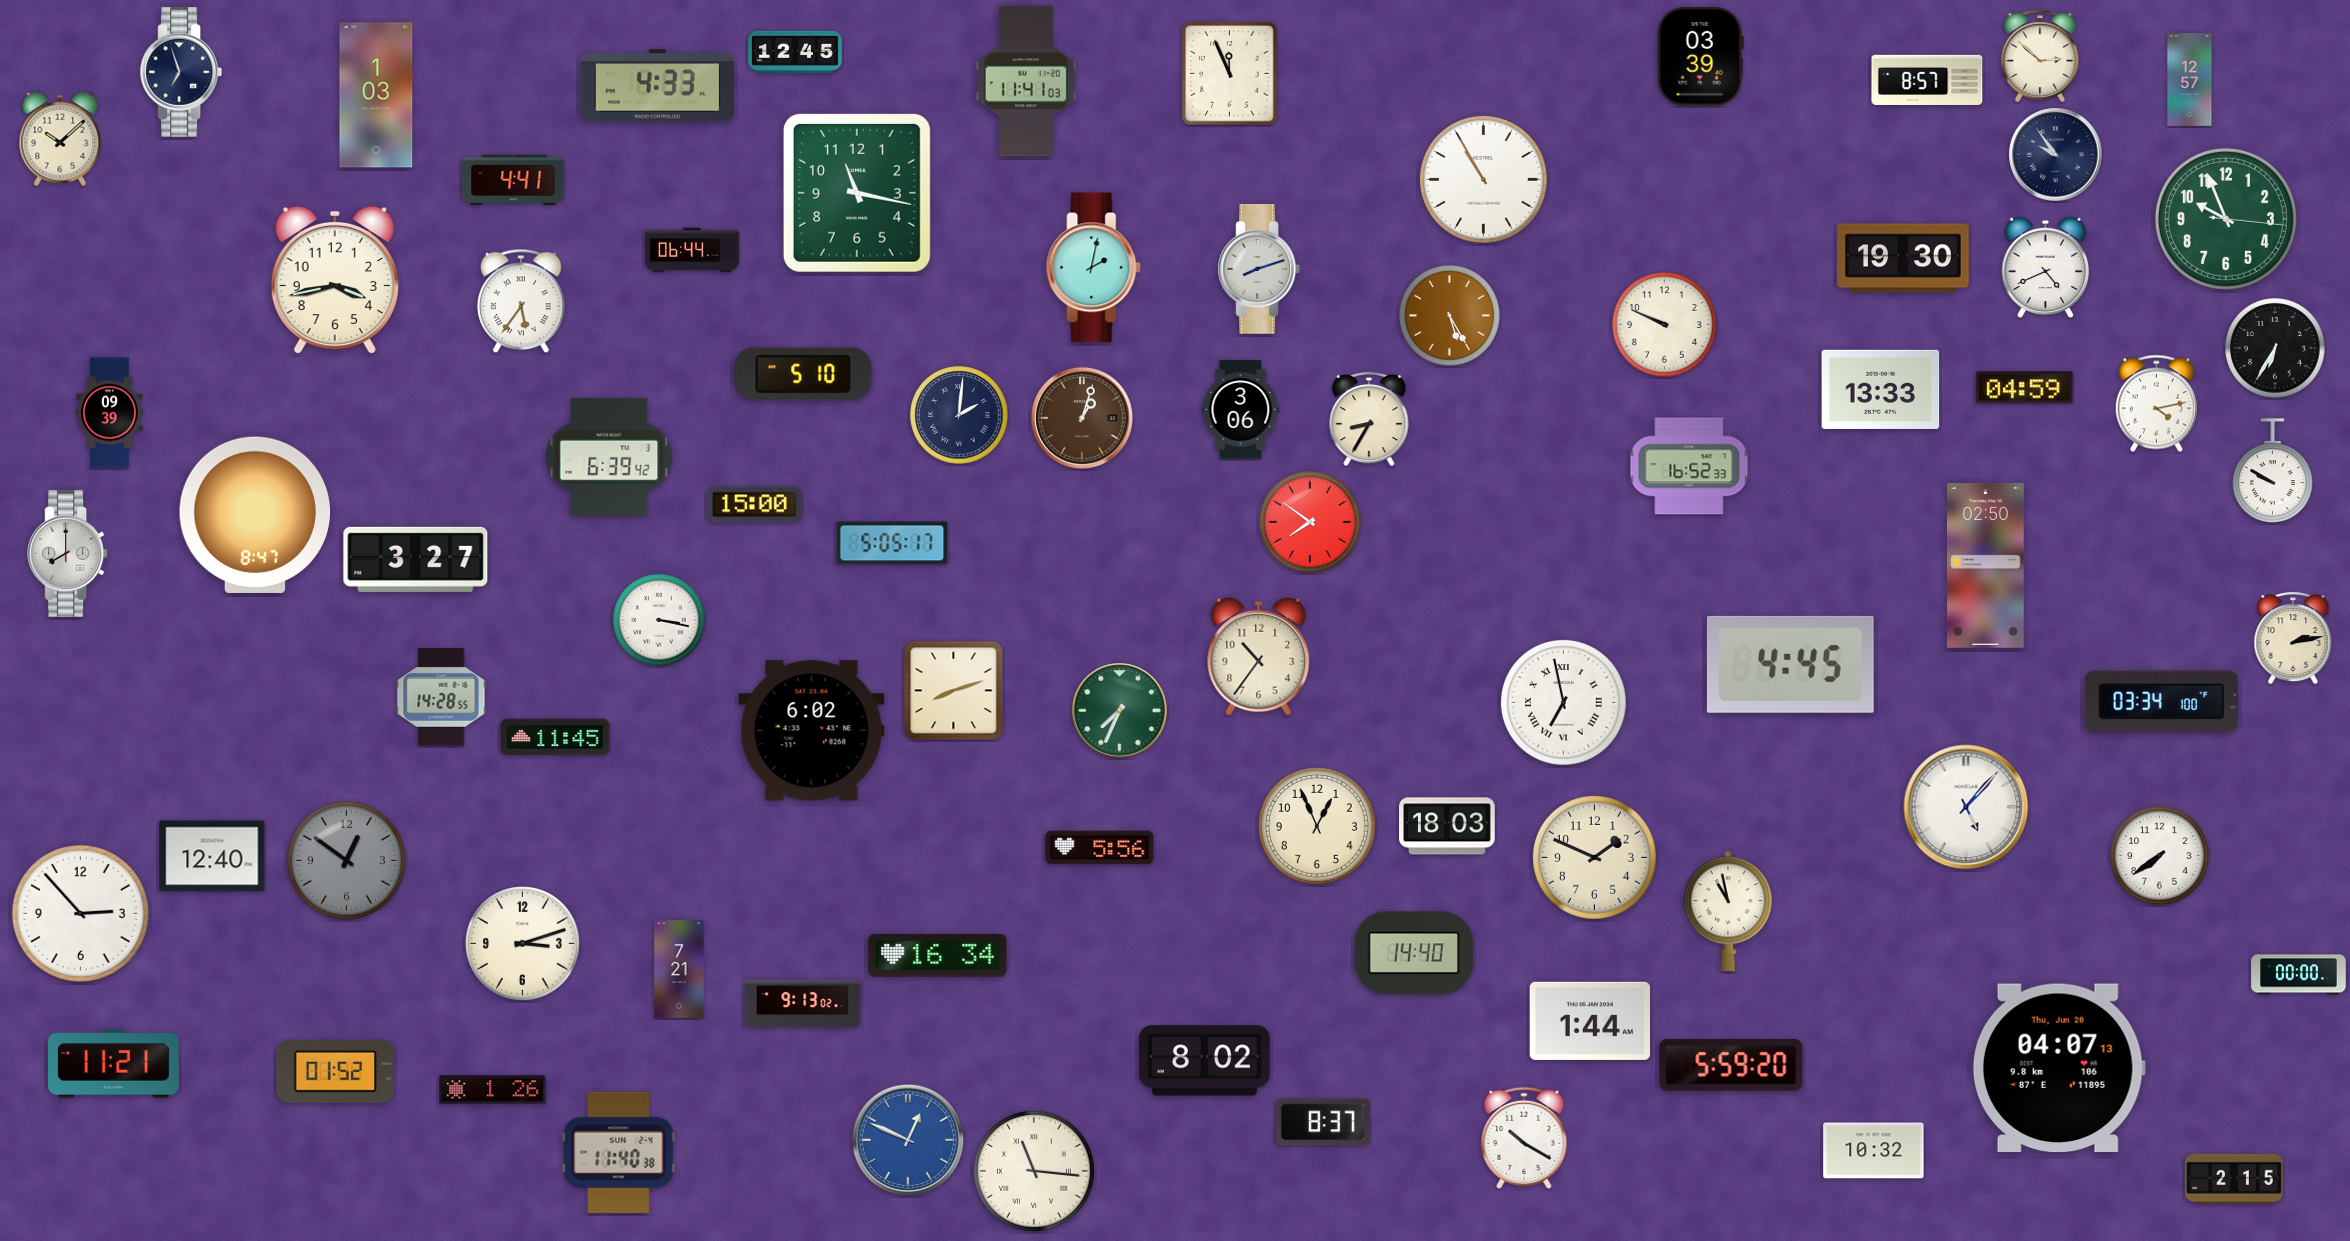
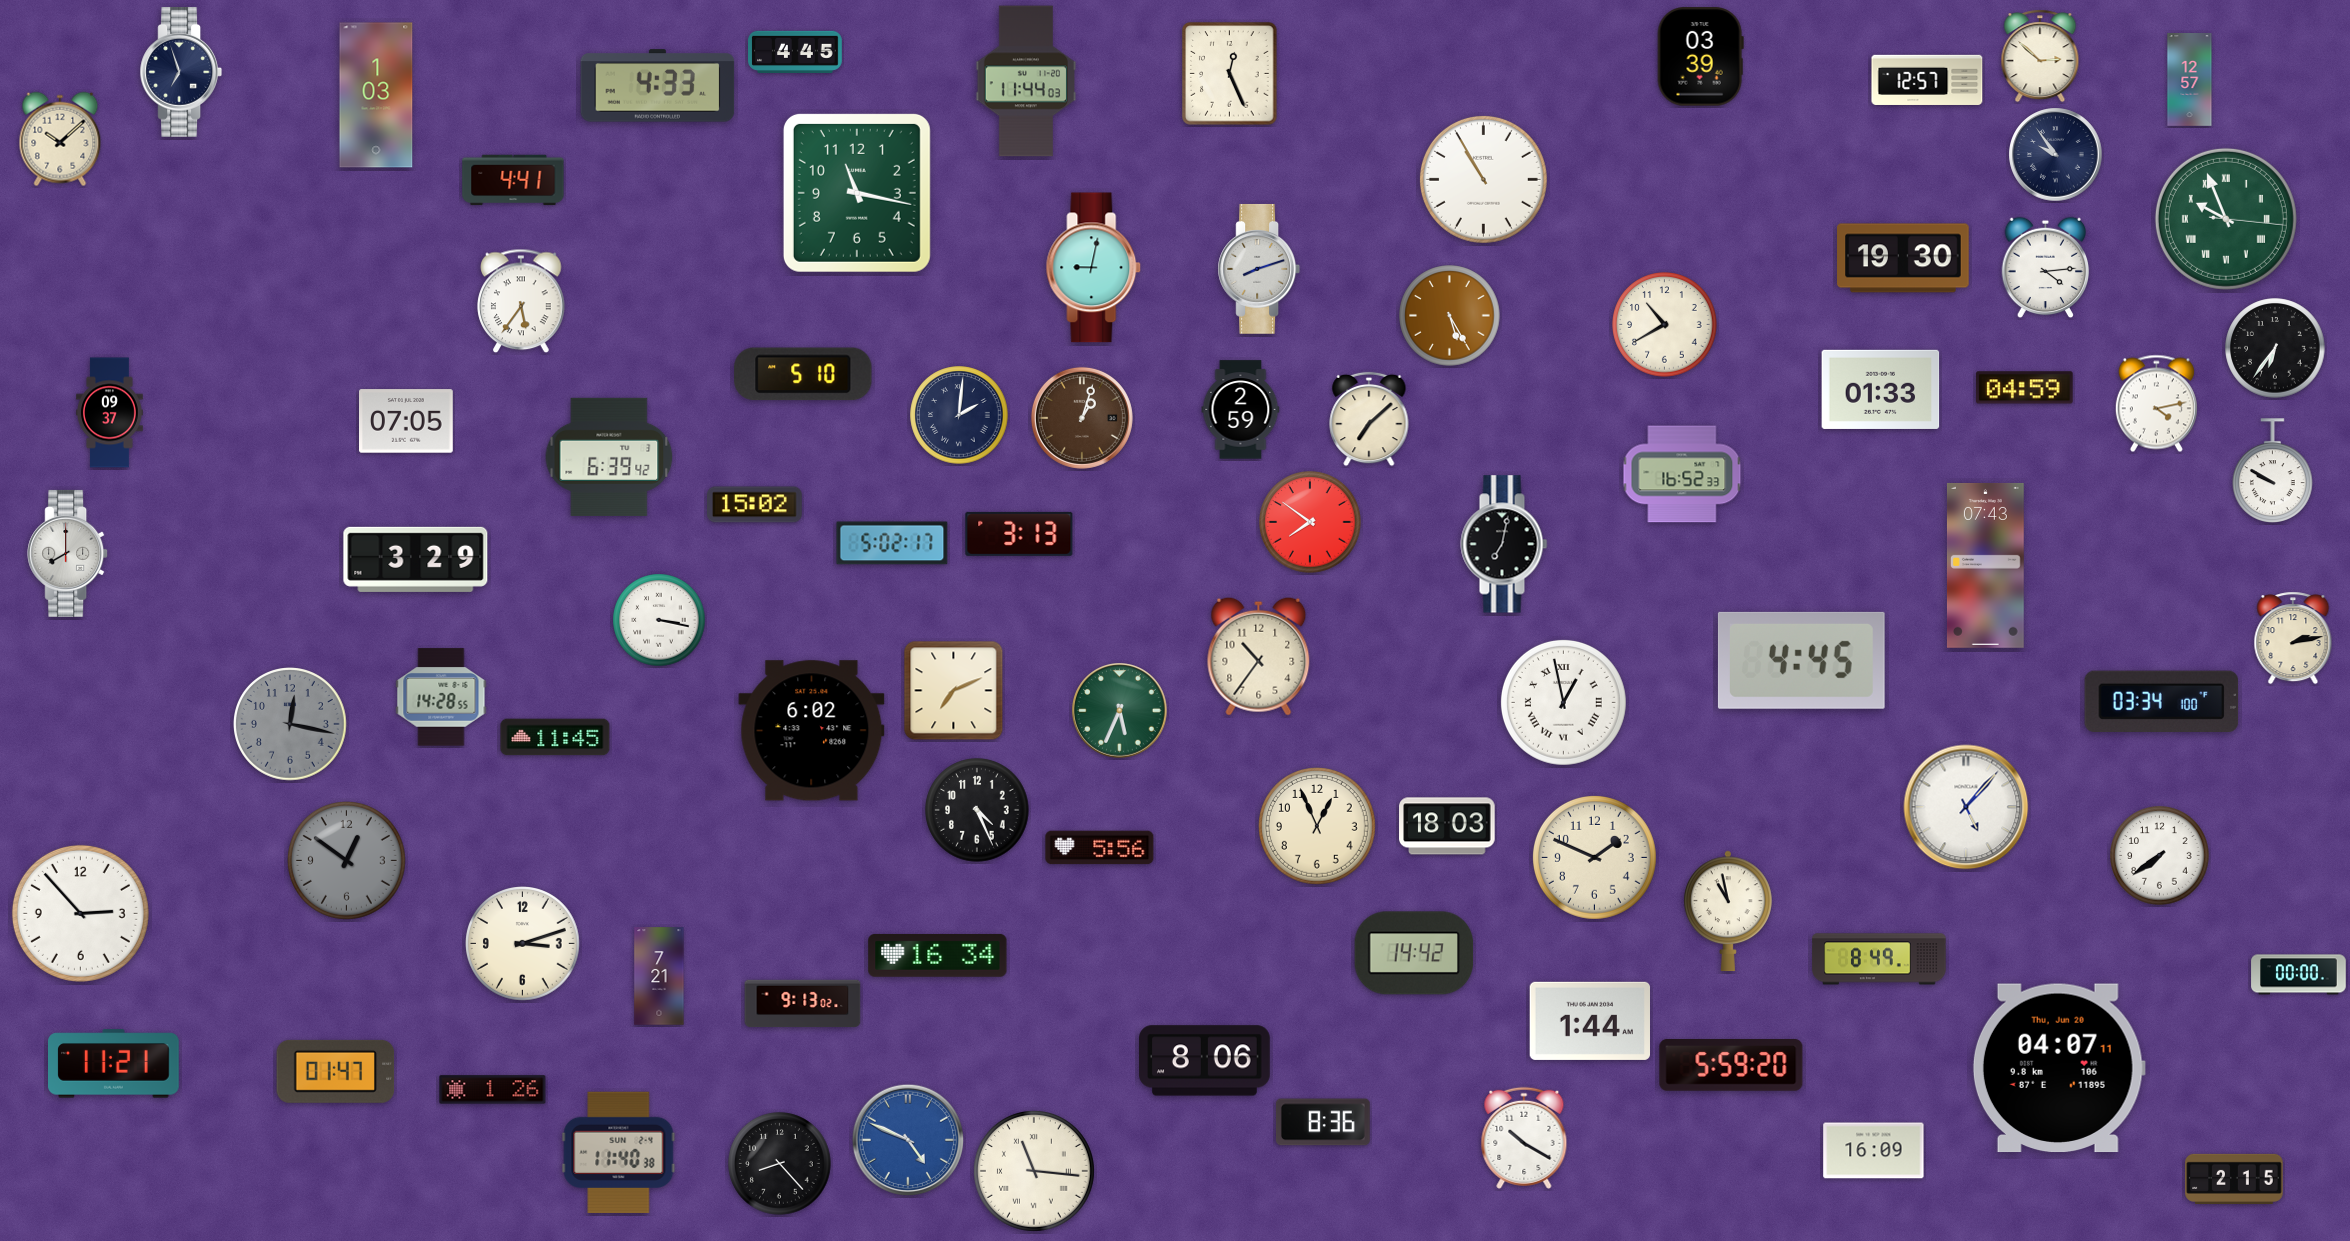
clock at (795, 51): 12:45 -> 4:45
clock at (1230, 74): 11:56 -> 12:26
clock at (1927, 80): 8:57 -> 12:57
clock at (1025, 81): 11:41 -> 11:44
clock at (2226, 219) numerals: Arabic -> Roman
clock at (692, 250): 06:44 -> none
clock at (1094, 268): 2:02 -> 9:02
clock at (2046, 268): 4:41 -> 4:14
clock at (335, 280): 3:43 -> none
clock at (1665, 325): 9:49 -> 10:40
clock at (2275, 348): 6:35 -> 6:36
clock at (1881, 389): 13:33 -> 01:33
clock at (1241, 410): 3:06 -> 2:59
clock at (110, 413): 09:39 -> 09:37
clock at (1369, 419): 8:35 -> 7:08
clock at (407, 421): none -> 07:05
clock at (1689, 466) position: (1689, 466) -> (1682, 474)
clock at (755, 505): 15:00 -> 15:02
clock at (255, 515): 8:47 -> none
clock at (1019, 534): none -> 3:13
clock at (892, 543): 5:05 -> 5:02
clock at (1504, 544): none -> 7:02
clock at (416, 559): 3:27 -> 3:29
clock at (1985, 565): 02:50 -> 07:43
clock at (1790, 664) position: (1790, 664) -> (1801, 660)
clock at (954, 691): 8:12 -> 7:11
clock at (1563, 702): 6:58 -> 12:58
clock at (1120, 711): 7:34 -> 5:34
clock at (291, 725): none -> 12:17
clock at (977, 810): none -> 4:26
clock at (212, 856): 12:40 -> none
clock at (1414, 953): 14:40 -> 14:42
clock at (1879, 959): none -> 8:49
clock at (679, 969) position: (679, 969) -> (659, 976)
clock at (1205, 1061): 8:02 -> 8:06
clock at (2059, 1068): 04:07:13 -> 04:07:11
clock at (336, 1071): 01:52 -> 01:47
clock at (1323, 1122): 8:37 -> 8:36
clock at (907, 1139): 12:49 -> 4:49
clock at (1874, 1151): 10:32 -> 16:09
clock at (780, 1164): none -> 8:23
